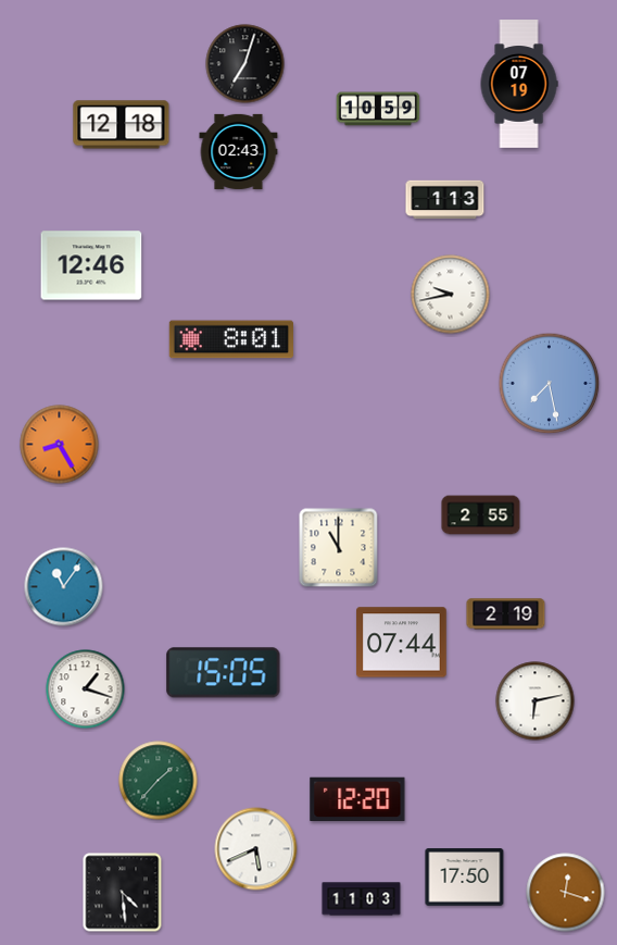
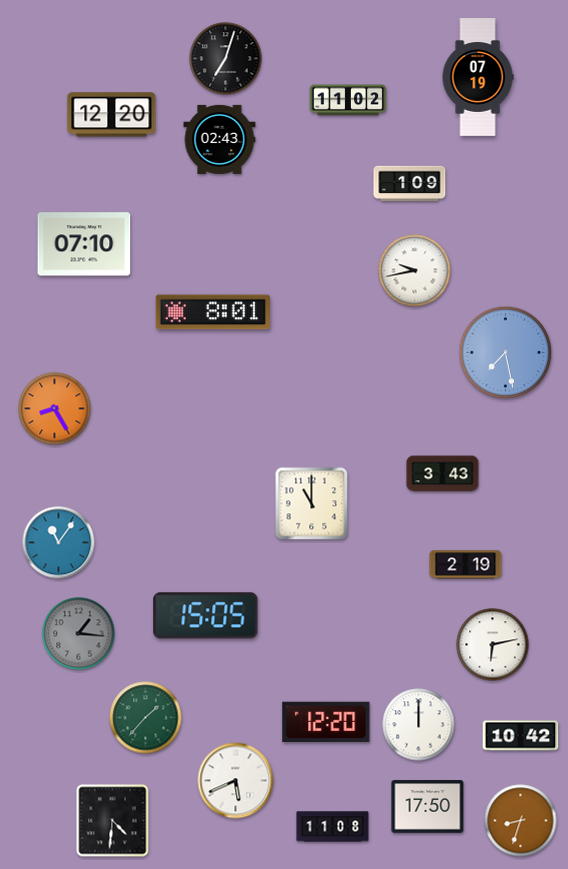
clock at (378, 109): 10:59 -> 11:02
clock at (122, 125): 12:18 -> 12:20
clock at (445, 200): 1:13 -> 1:09
clock at (91, 265): 12:46 -> 07:10
clock at (481, 515): 2:55 -> 3:43
clock at (64, 587) position: (64, 587) -> (59, 543)
clock at (402, 643): 07:44 -> none
clock at (224, 673) position: (224, 673) -> (206, 616)
clock at (86, 689): 1:18 -> 1:16
clock at (86, 689) dial: white -> grey
clock at (419, 725): none -> 12:00
clock at (357, 798) position: (357, 798) -> (326, 721)
clock at (521, 736): none -> 10:42
clock at (123, 893): 4:29 -> 4:31
clock at (566, 893): 12:18 -> 8:33
clock at (362, 899): 11:03 -> 11:08
